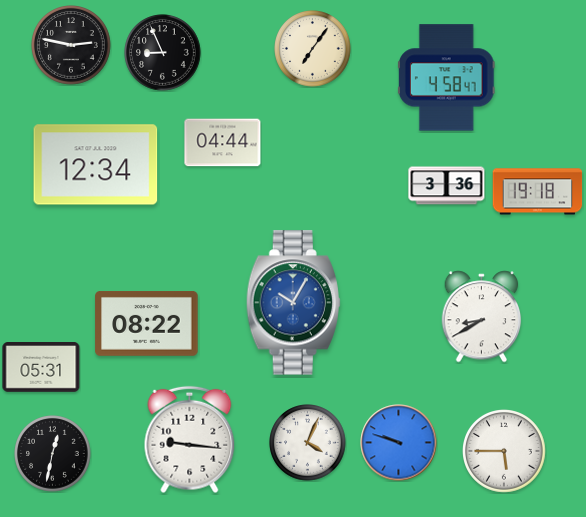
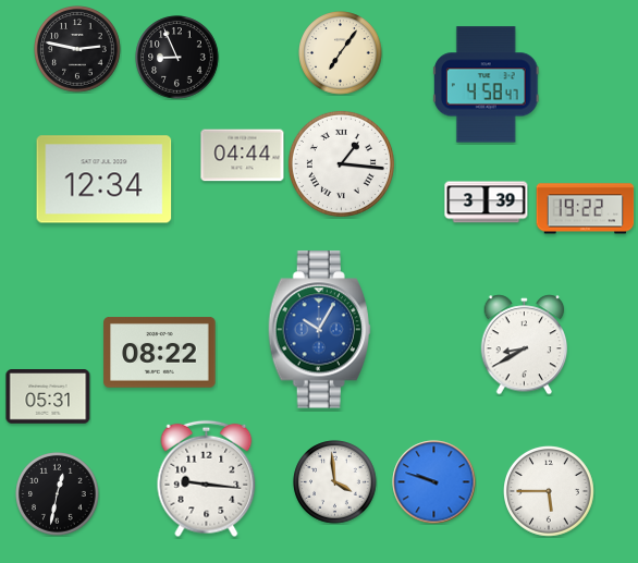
clock at (341, 163): none -> 1:16
clock at (447, 186): 3:36 -> 3:39
clock at (538, 192): 19:18 -> 19:22
clock at (41, 368) position: (41, 368) -> (48, 397)
clock at (308, 443): 4:04 -> 3:59
